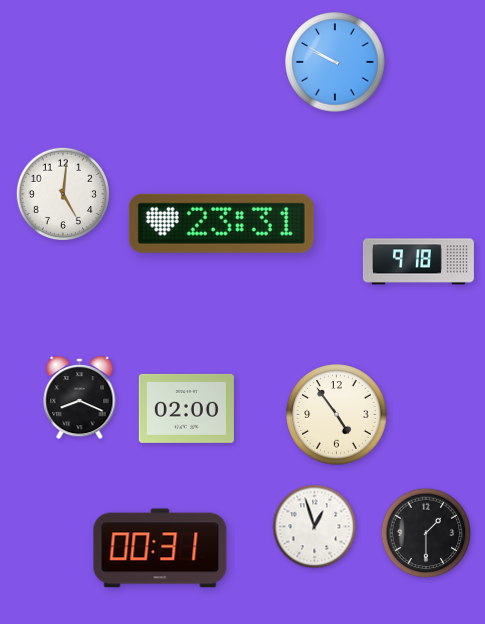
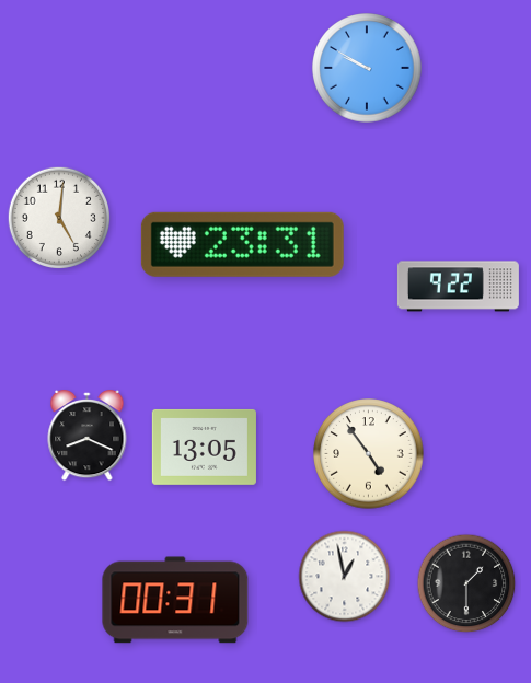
clock at (62, 193) position: (62, 193) -> (58, 217)
clock at (418, 262): 9:18 -> 9:22
clock at (186, 408): 02:00 -> 13:05
clock at (315, 527): 12:57 -> 12:58
